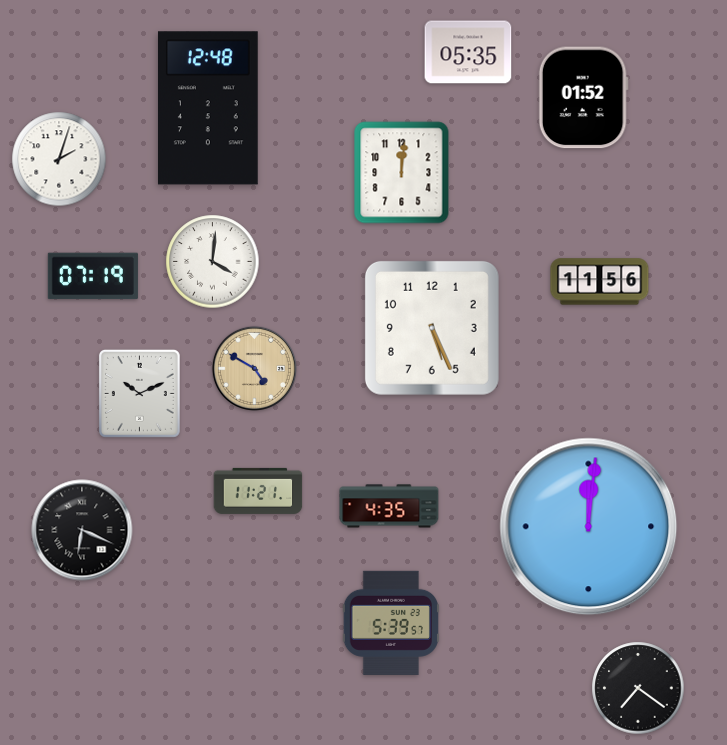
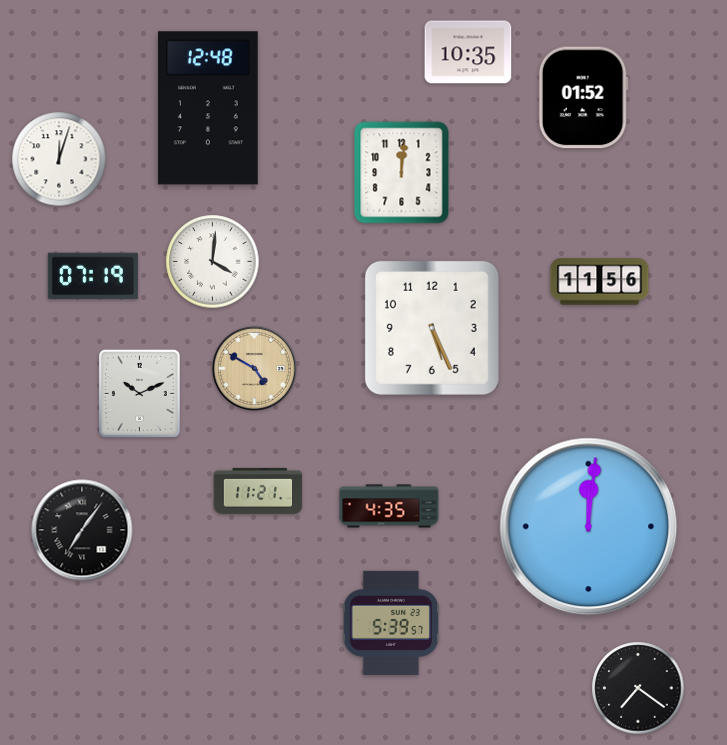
clock at (468, 52): 05:35 -> 10:35
clock at (59, 159): 2:03 -> 12:03
clock at (82, 530): 6:19 -> 7:06
